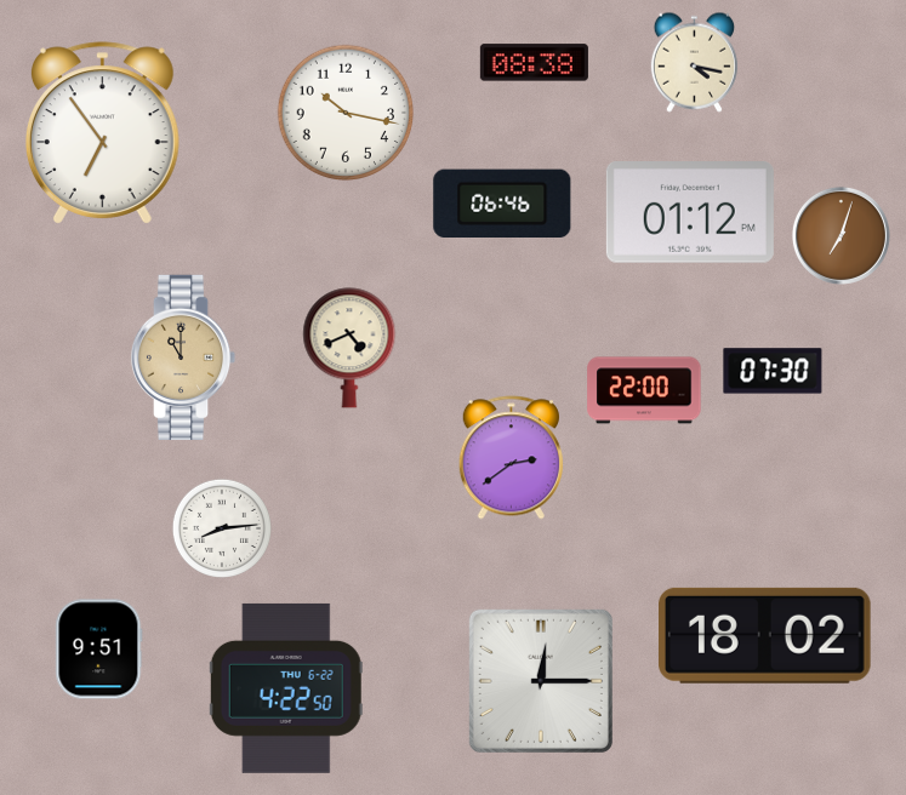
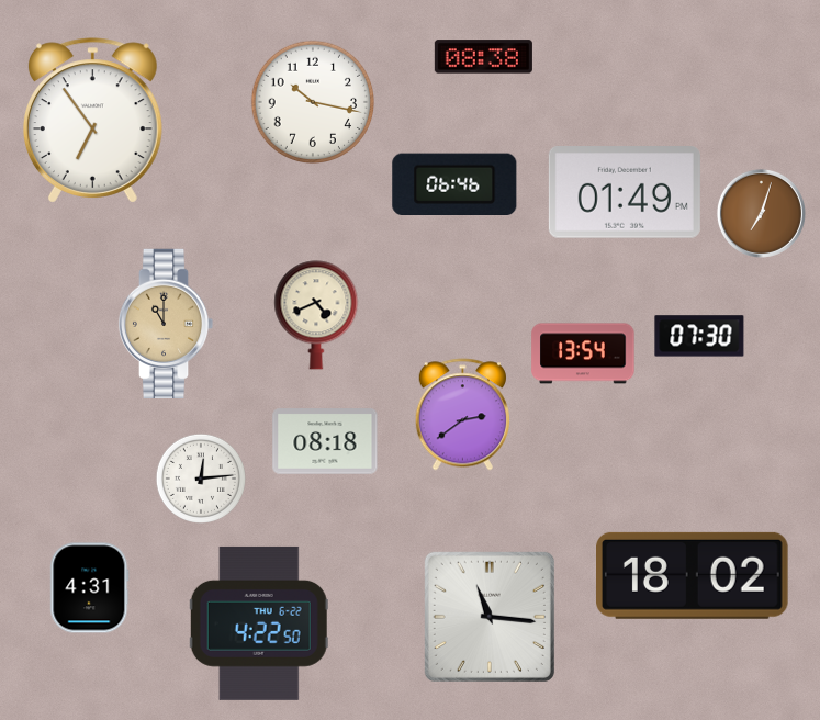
clock at (694, 62): 4:17 -> none
clock at (690, 213): 01:12 -> 01:49
clock at (644, 390): 22:00 -> 13:54
clock at (325, 441): none -> 08:18
clock at (222, 528): 8:14 -> 12:14
clock at (99, 650): 9:51 -> 4:31
clock at (541, 681): 12:15 -> 11:16
